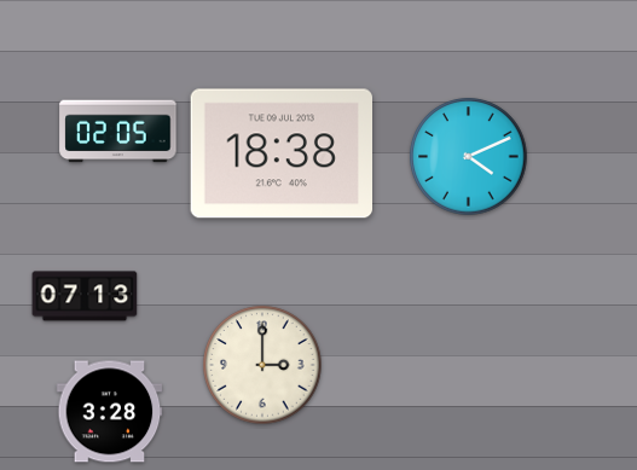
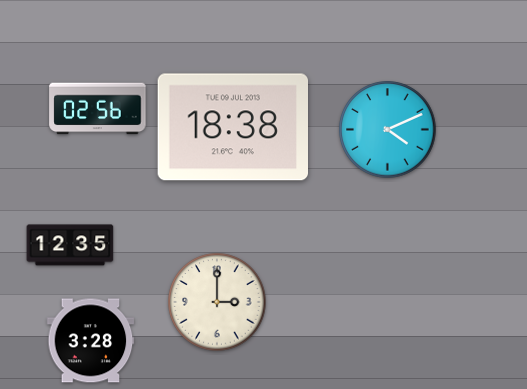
clock at (118, 132): 02:05 -> 02:56
clock at (85, 296): 07:13 -> 12:35
